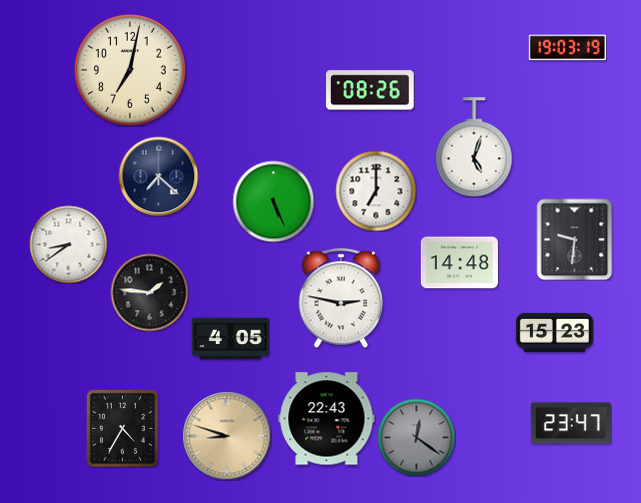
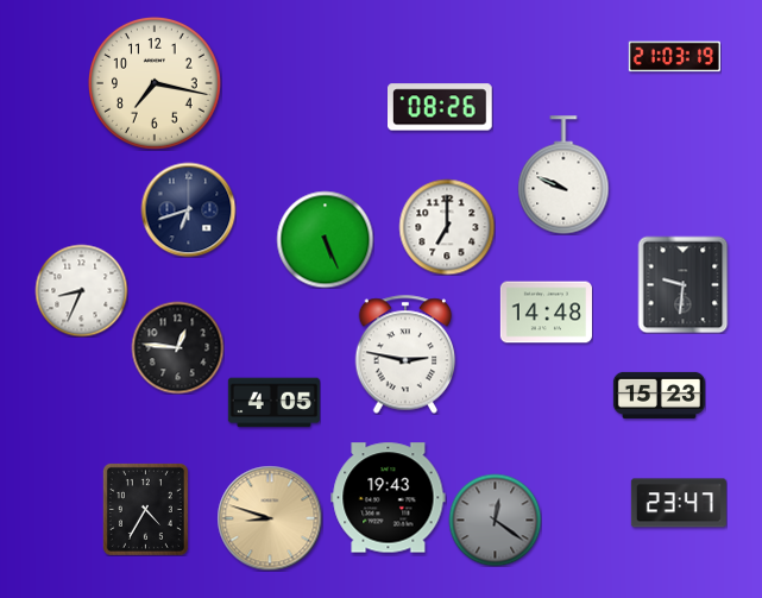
clock at (567, 48): 19:03 -> 21:03
clock at (131, 71): 7:02 -> 7:17
clock at (474, 147): 5:03 -> 9:49
clock at (158, 176): 7:22 -> 6:42
clock at (68, 244): 8:39 -> 8:34
clock at (149, 292): 1:46 -> 12:46
clock at (327, 419): 22:43 -> 19:43
